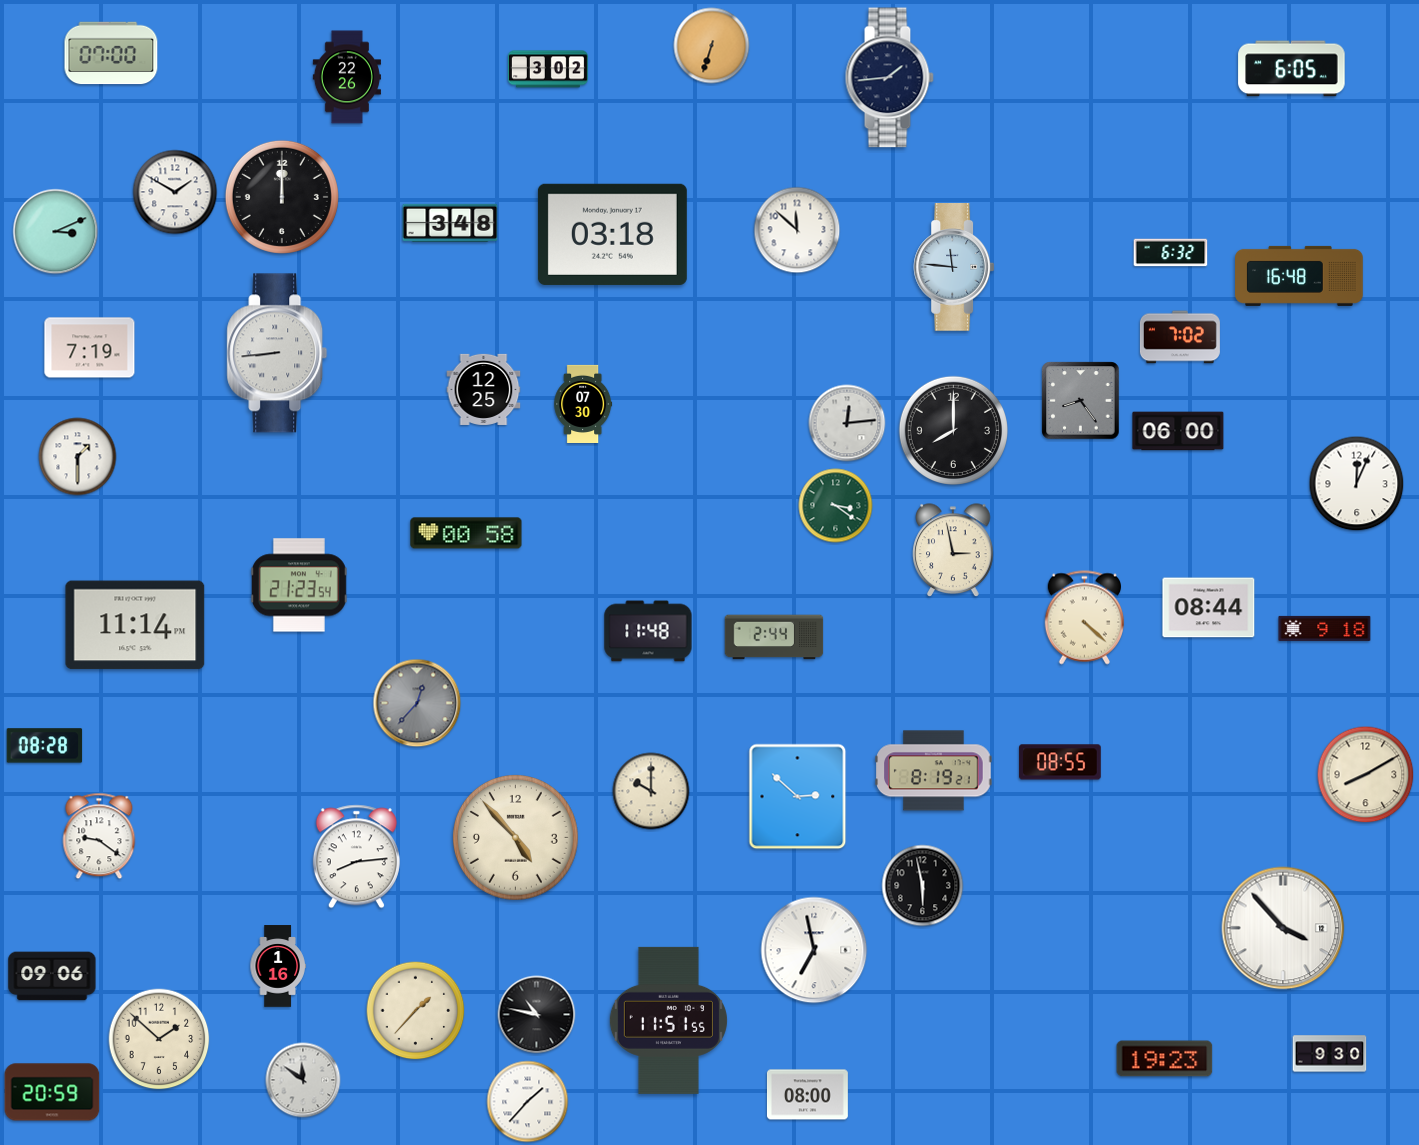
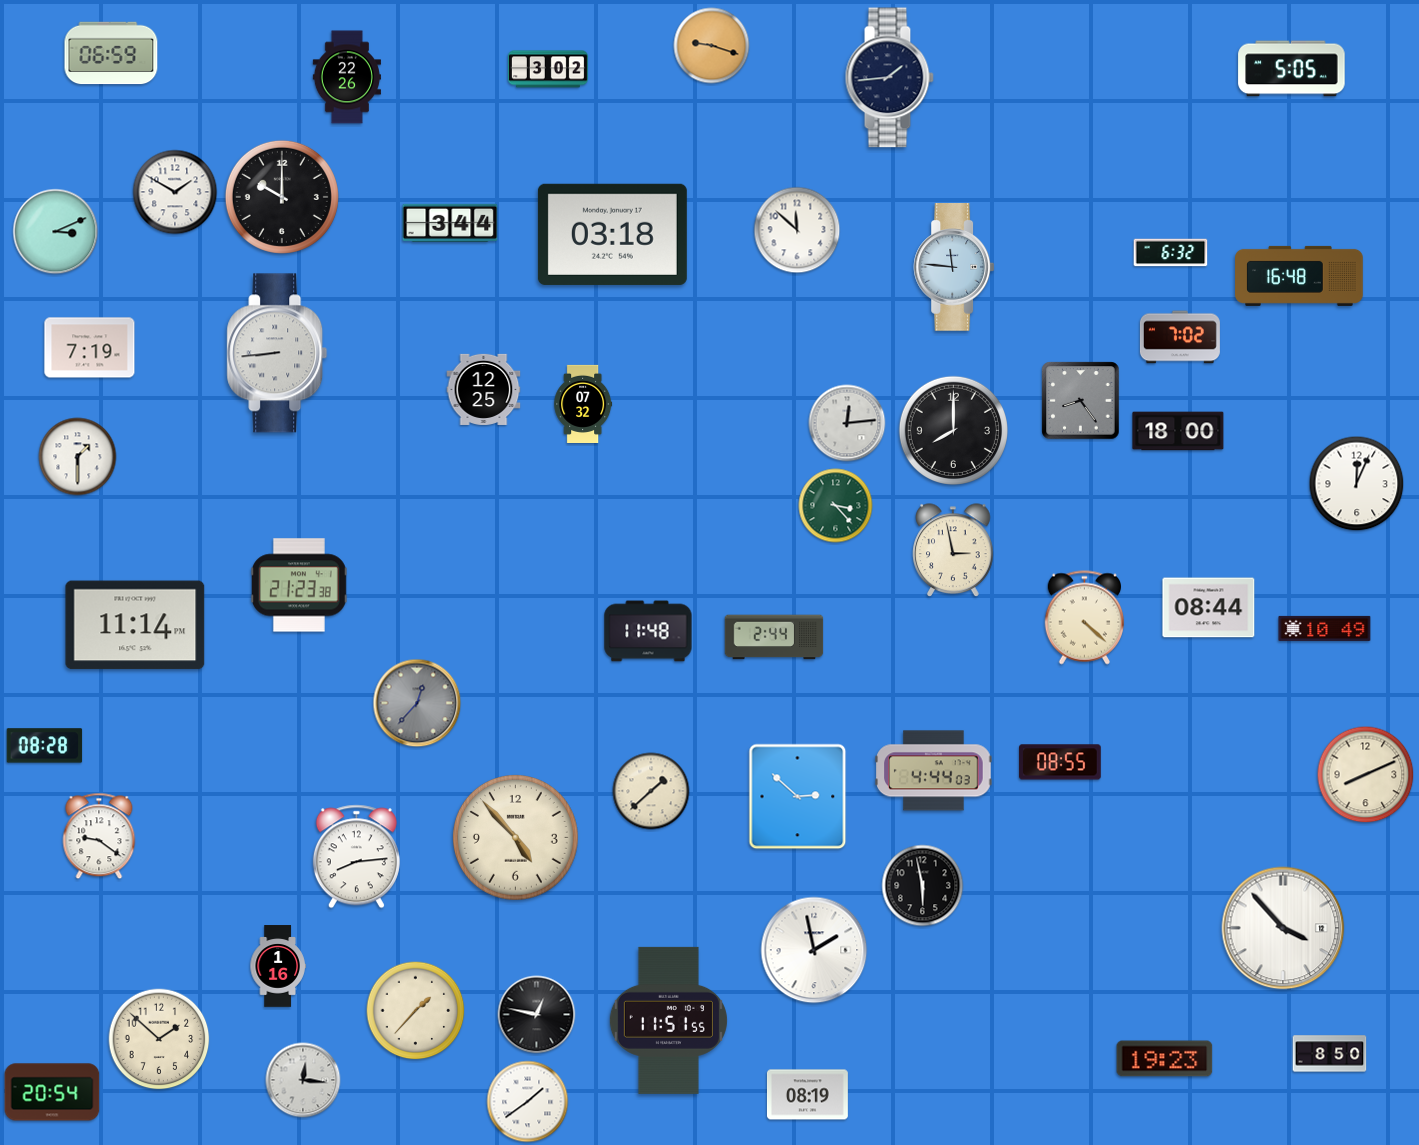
clock at (712, 46): 6:33 -> 9:18
clock at (111, 53): 07:00 -> 06:59
clock at (1292, 69): 6:05 -> 5:05
clock at (282, 197): 12:00 -> 10:00
clock at (450, 223): 3:48 -> 3:44
clock at (583, 403): 07:30 -> 07:32
clock at (1178, 431): 06:00 -> 18:00
clock at (836, 506): 3:21 -> 3:23
clock at (466, 533): 00:58 -> none
clock at (299, 585): 21:23:54 -> 21:23:38
clock at (1325, 628): 9:18 -> 10:49
clock at (934, 771): 8:19 -> 4:44
clock at (1366, 775): 8:10 -> 8:11
clock at (651, 791): 10:00 -> 1:38
clock at (814, 950): 6:58 -> 1:58
clock at (52, 976): 09:06 -> none
clock at (537, 1015): 10:47 -> 12:47
clock at (1330, 1054): 9:30 -> 8:50
clock at (303, 1080): 11:51 -> 12:16
clock at (52, 1092): 20:59 -> 20:54
clock at (807, 1095): 08:00 -> 08:19
clock at (528, 1102): 1:37 -> 1:39
